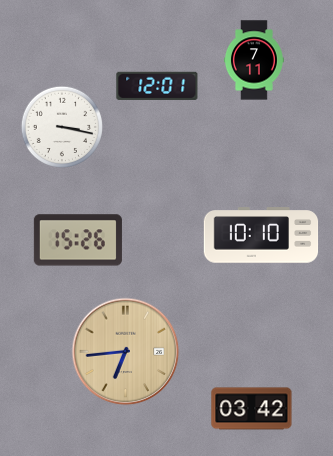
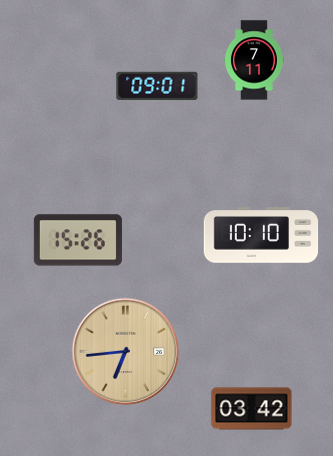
clock at (157, 86): 12:01 -> 09:01
clock at (61, 126): 3:17 -> none
